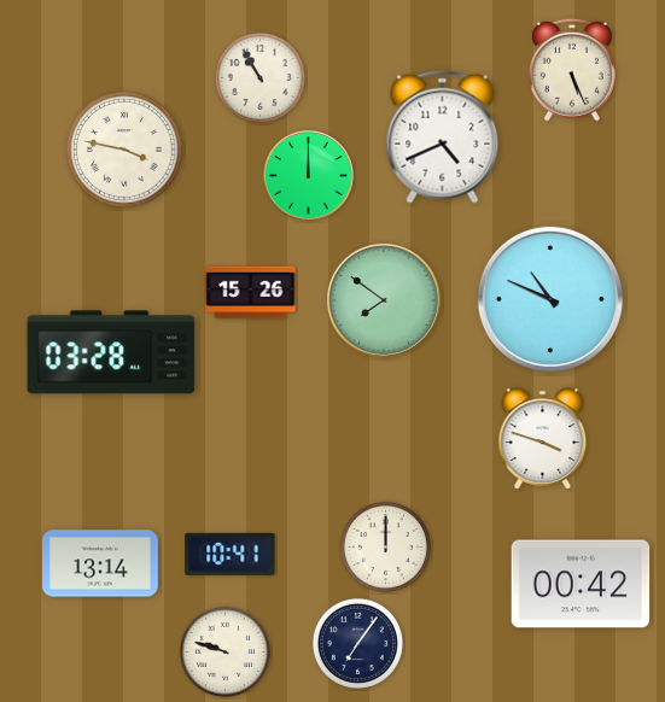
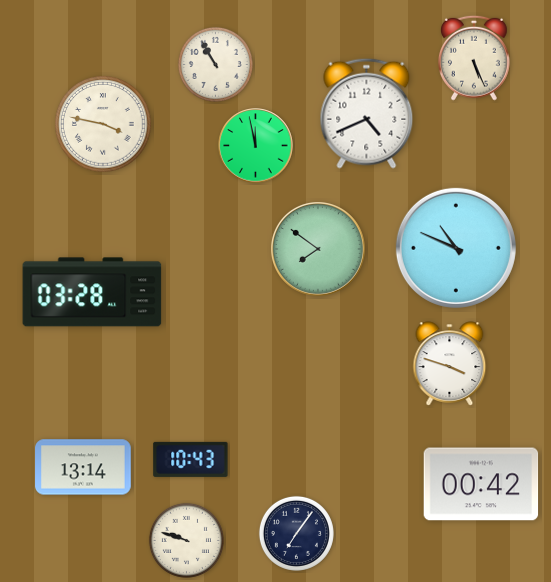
clock at (309, 176): 12:00 -> 11:58
clock at (251, 293): 15:26 -> none
clock at (385, 546): 12:00 -> none
clock at (231, 554): 10:41 -> 10:43
